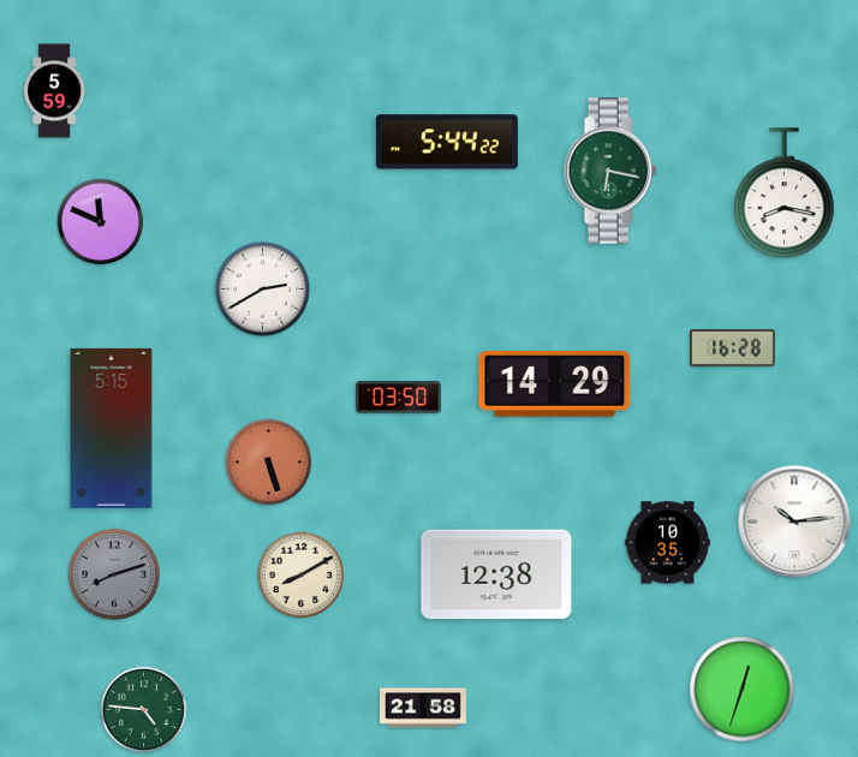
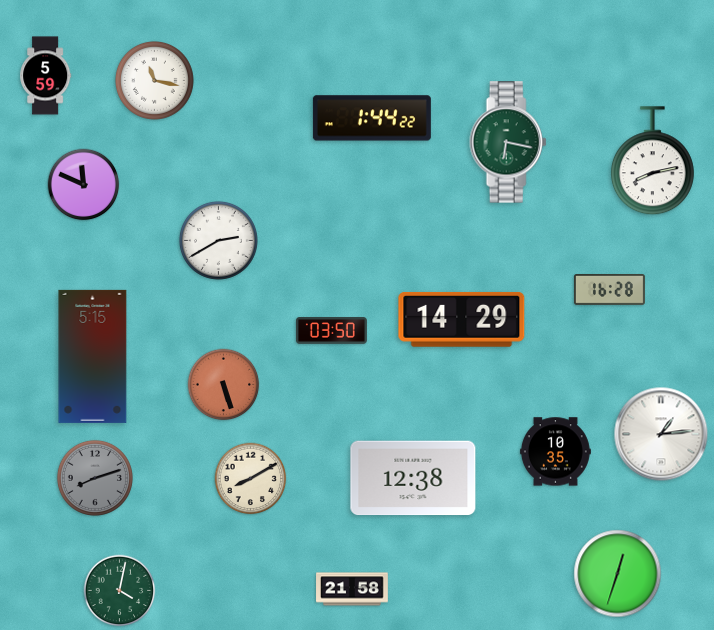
clock at (154, 80): none -> 11:17
clock at (447, 142): 5:44 -> 1:44
clock at (783, 193): 8:17 -> 8:13
clock at (794, 521): 10:14 -> 1:14
clock at (144, 710): 4:46 -> 4:02
